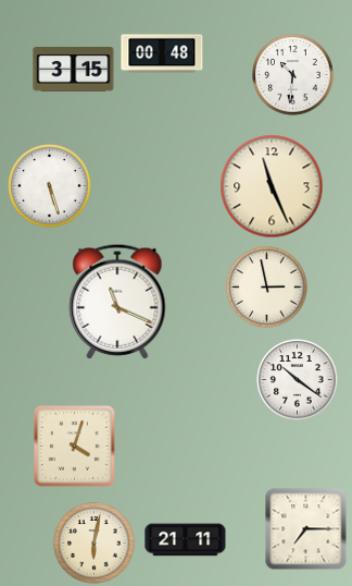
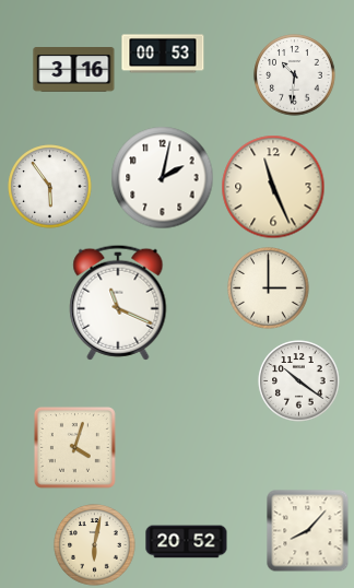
clock at (162, 53): 00:48 -> 00:53
clock at (74, 70): 3:15 -> 3:16
clock at (163, 178): none -> 2:02
clock at (50, 186): 5:27 -> 5:54
clock at (267, 288): 2:58 -> 3:00
clock at (306, 529): 7:15 -> 8:07
clock at (186, 540): 21:11 -> 20:52
